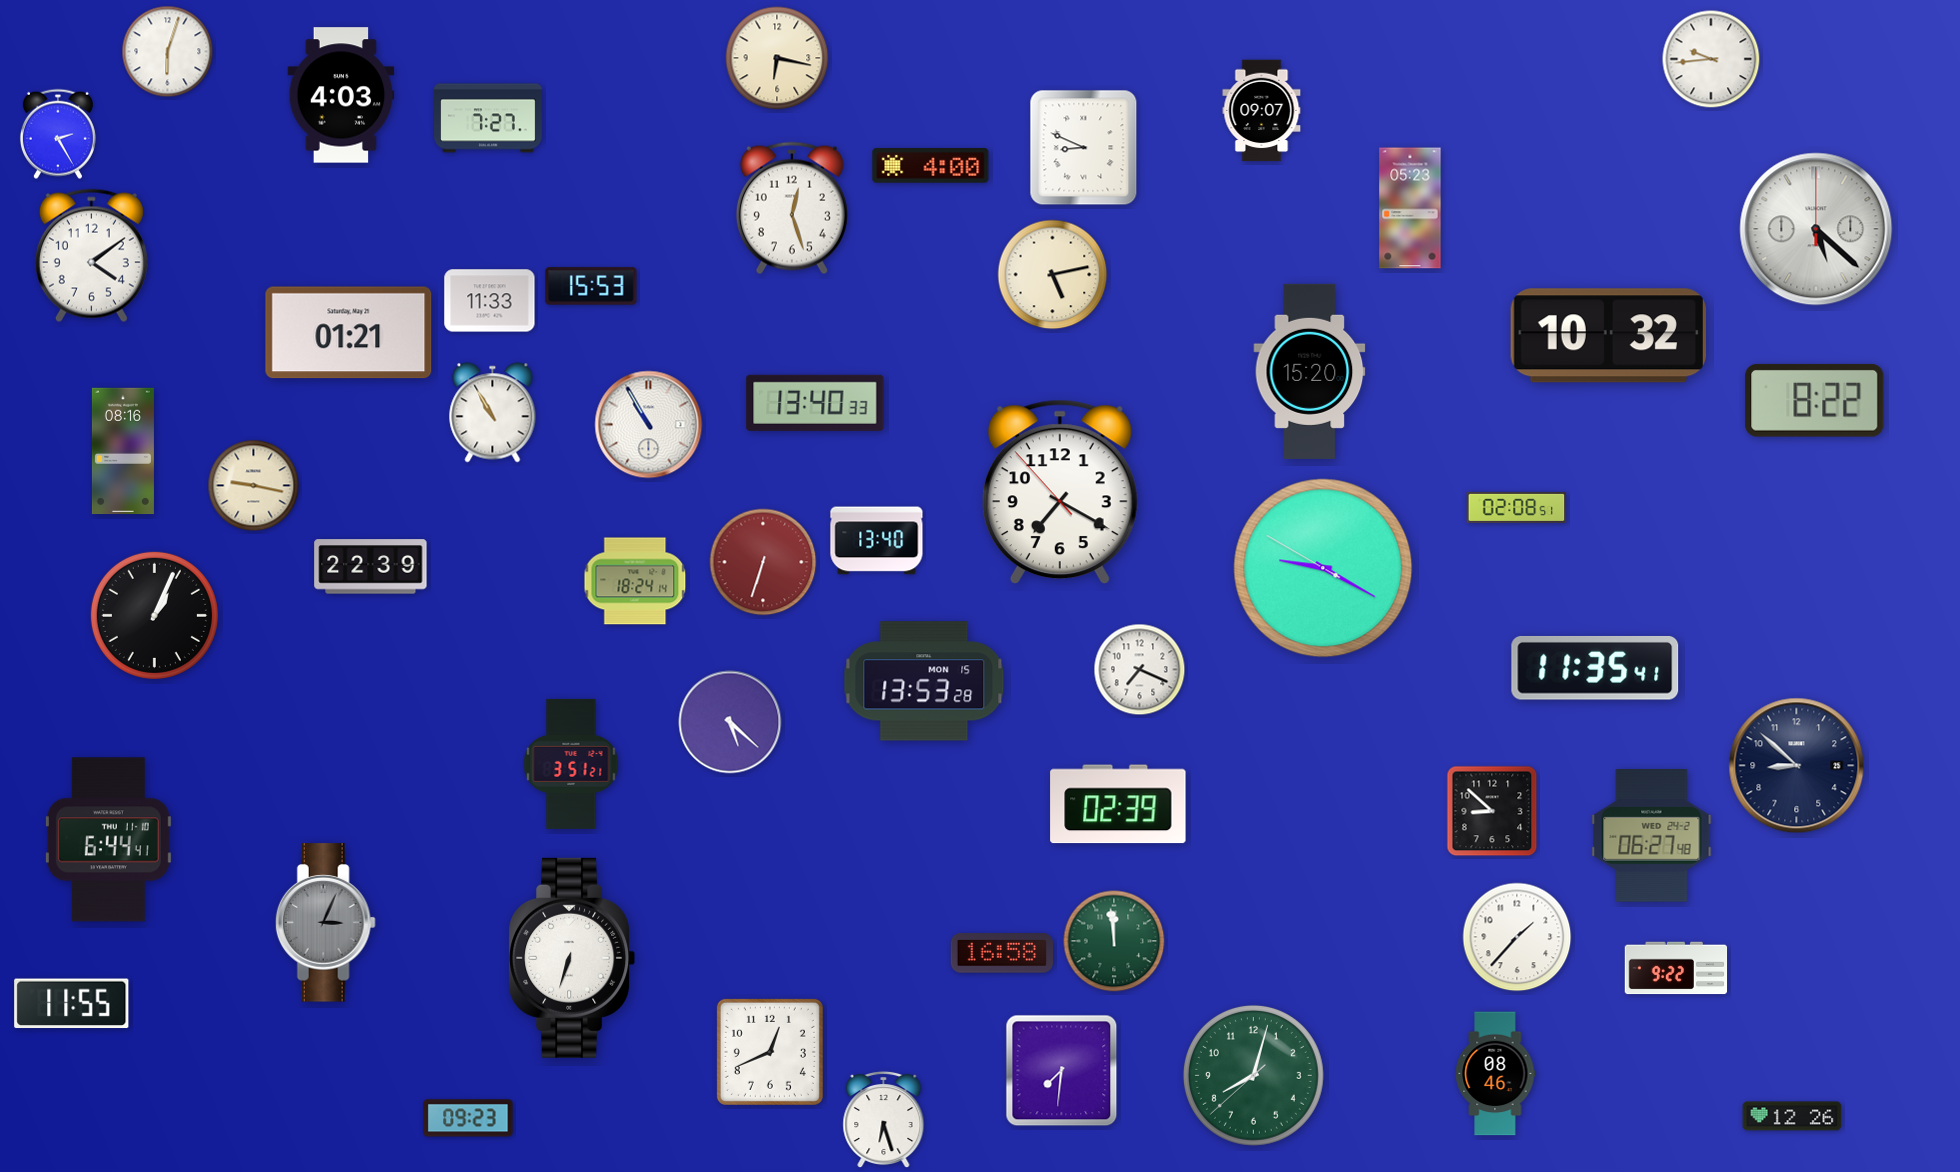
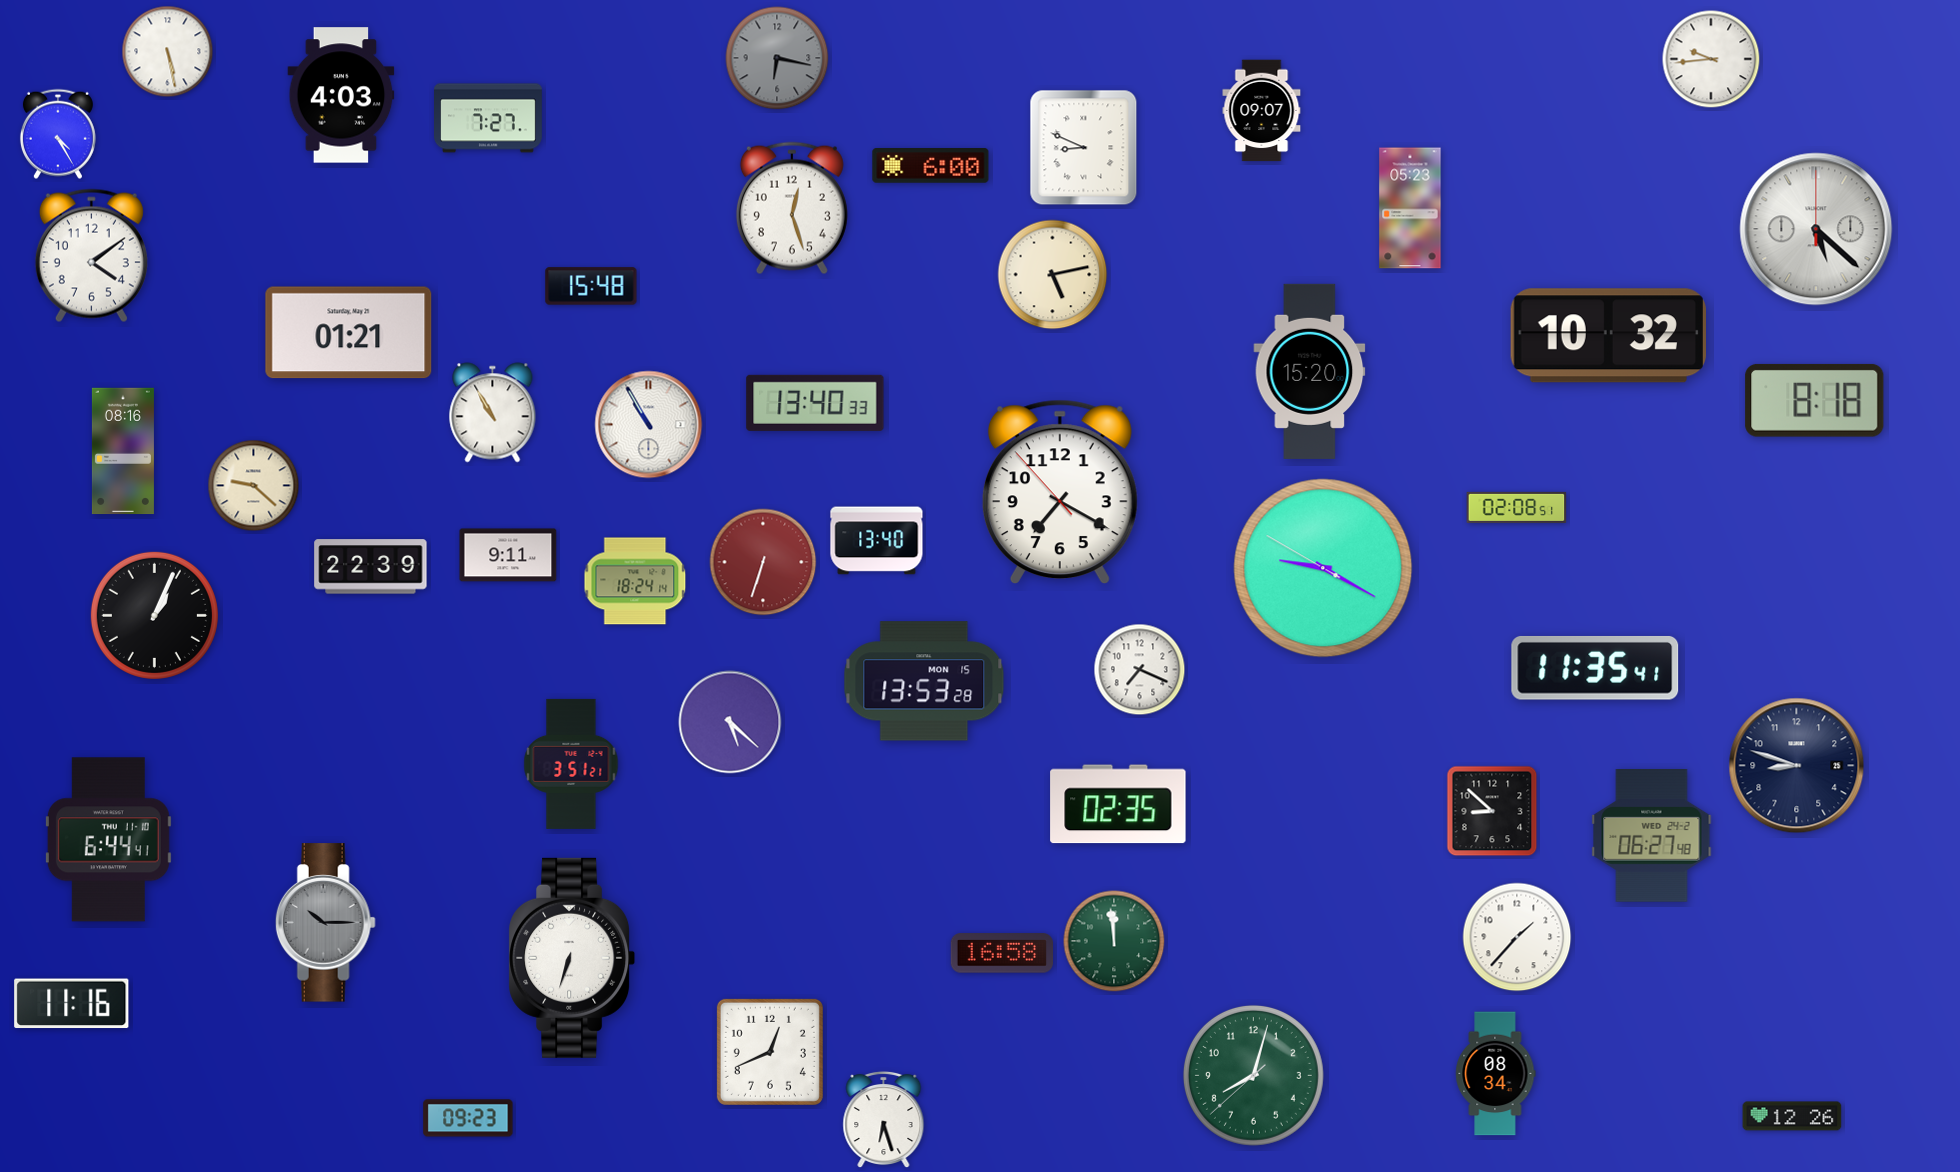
clock at (168, 52): 6:03 -> 5:28
clock at (777, 58) dial: cream -> grey
clock at (58, 134): 2:25 -> 4:25
clock at (931, 166): 4:00 -> 6:00
clock at (591, 286): 15:53 -> 15:48
clock at (490, 301): 11:33 -> none
clock at (1815, 400): 8:22 -> 8:18
clock at (254, 486): 9:17 -> 9:22
clock at (508, 555): none -> 9:11
clock at (1797, 766): 8:52 -> 8:48
clock at (1118, 804): 02:39 -> 02:35
clock at (325, 923): 3:04 -> 10:15
clock at (1676, 968): 9:22 -> none
clock at (72, 1004): 11:55 -> 11:16
clock at (1062, 1071): 7:31 -> none
clock at (1496, 1074): 08:46 -> 08:34
